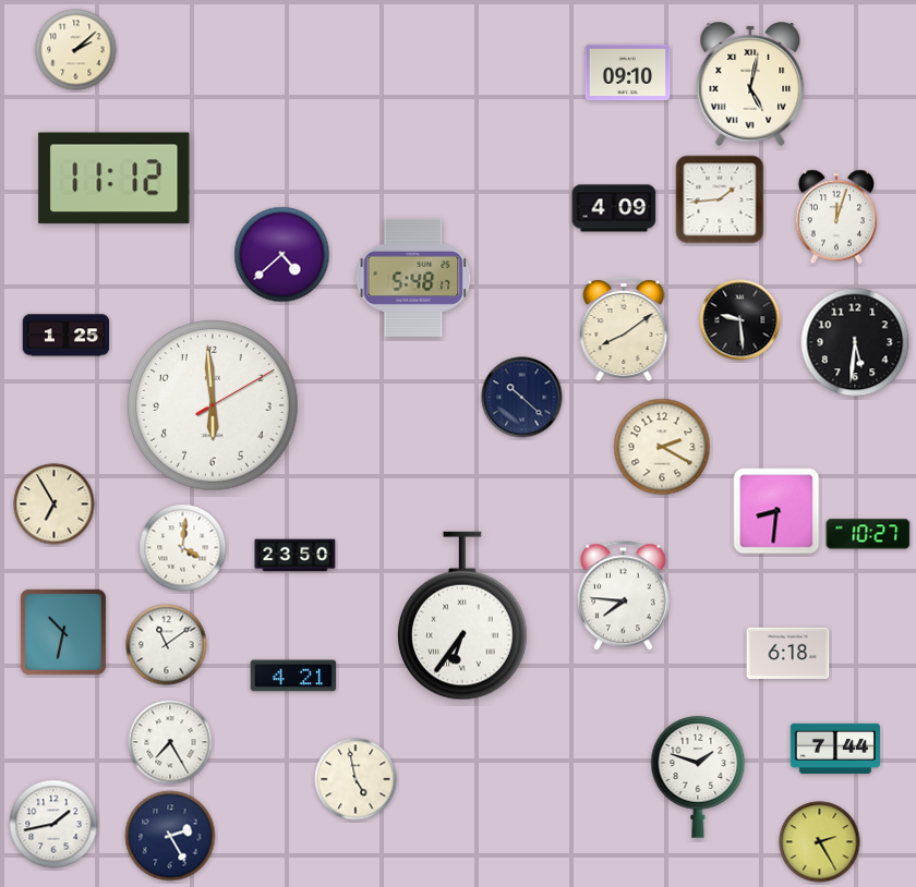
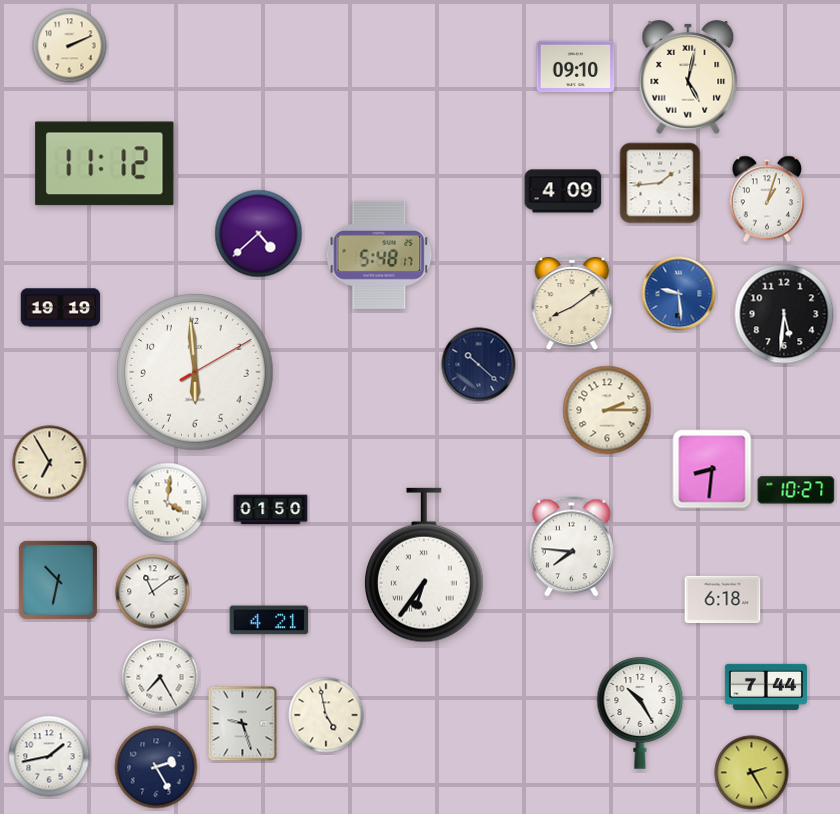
clock at (76, 50): 2:08 -> 2:11
clock at (835, 217): 12:03 -> 1:03
clock at (740, 320) dial: black -> blue
clock at (67, 336): 1:25 -> 19:19
clock at (662, 447): 2:20 -> 2:15
clock at (296, 556): 23:50 -> 01:50
clock at (170, 742) position: (170, 742) -> (160, 677)
clock at (698, 777): 1:48 -> 10:25
clock at (243, 724): none -> 9:27
